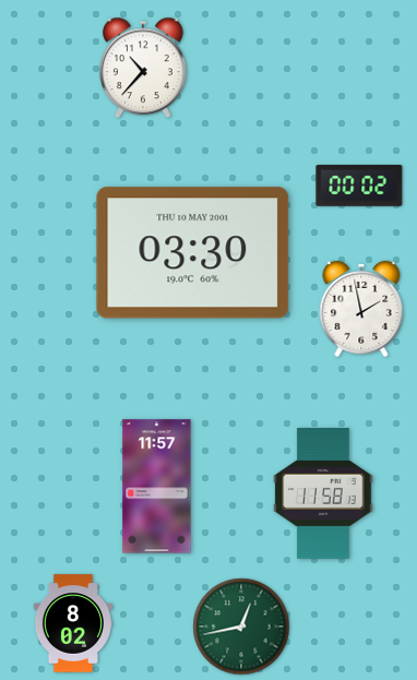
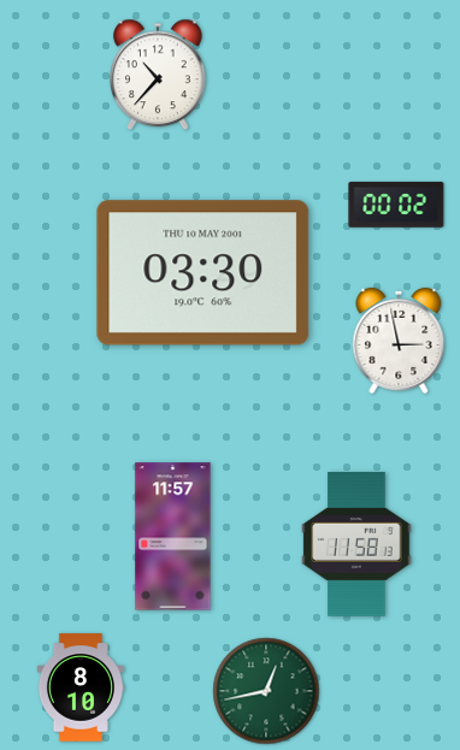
clock at (193, 253) position: (193, 253) -> (204, 273)
clock at (361, 309): 1:58 -> 2:58
clock at (73, 623): 8:02 -> 8:10
